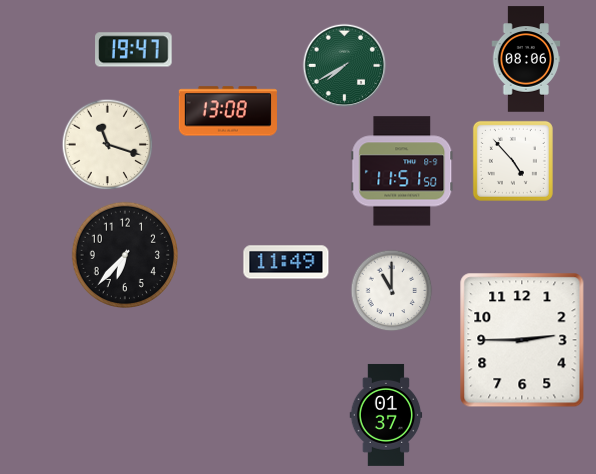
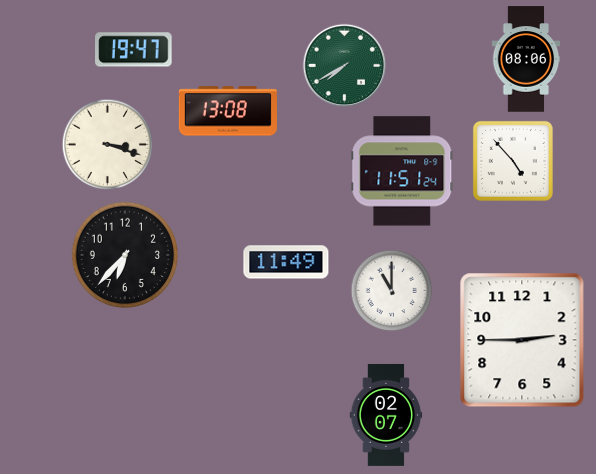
clock at (108, 145): 11:18 -> 3:18
clock at (402, 171): 11:51:50 -> 11:51:24
clock at (386, 415): 01:37 -> 02:07
